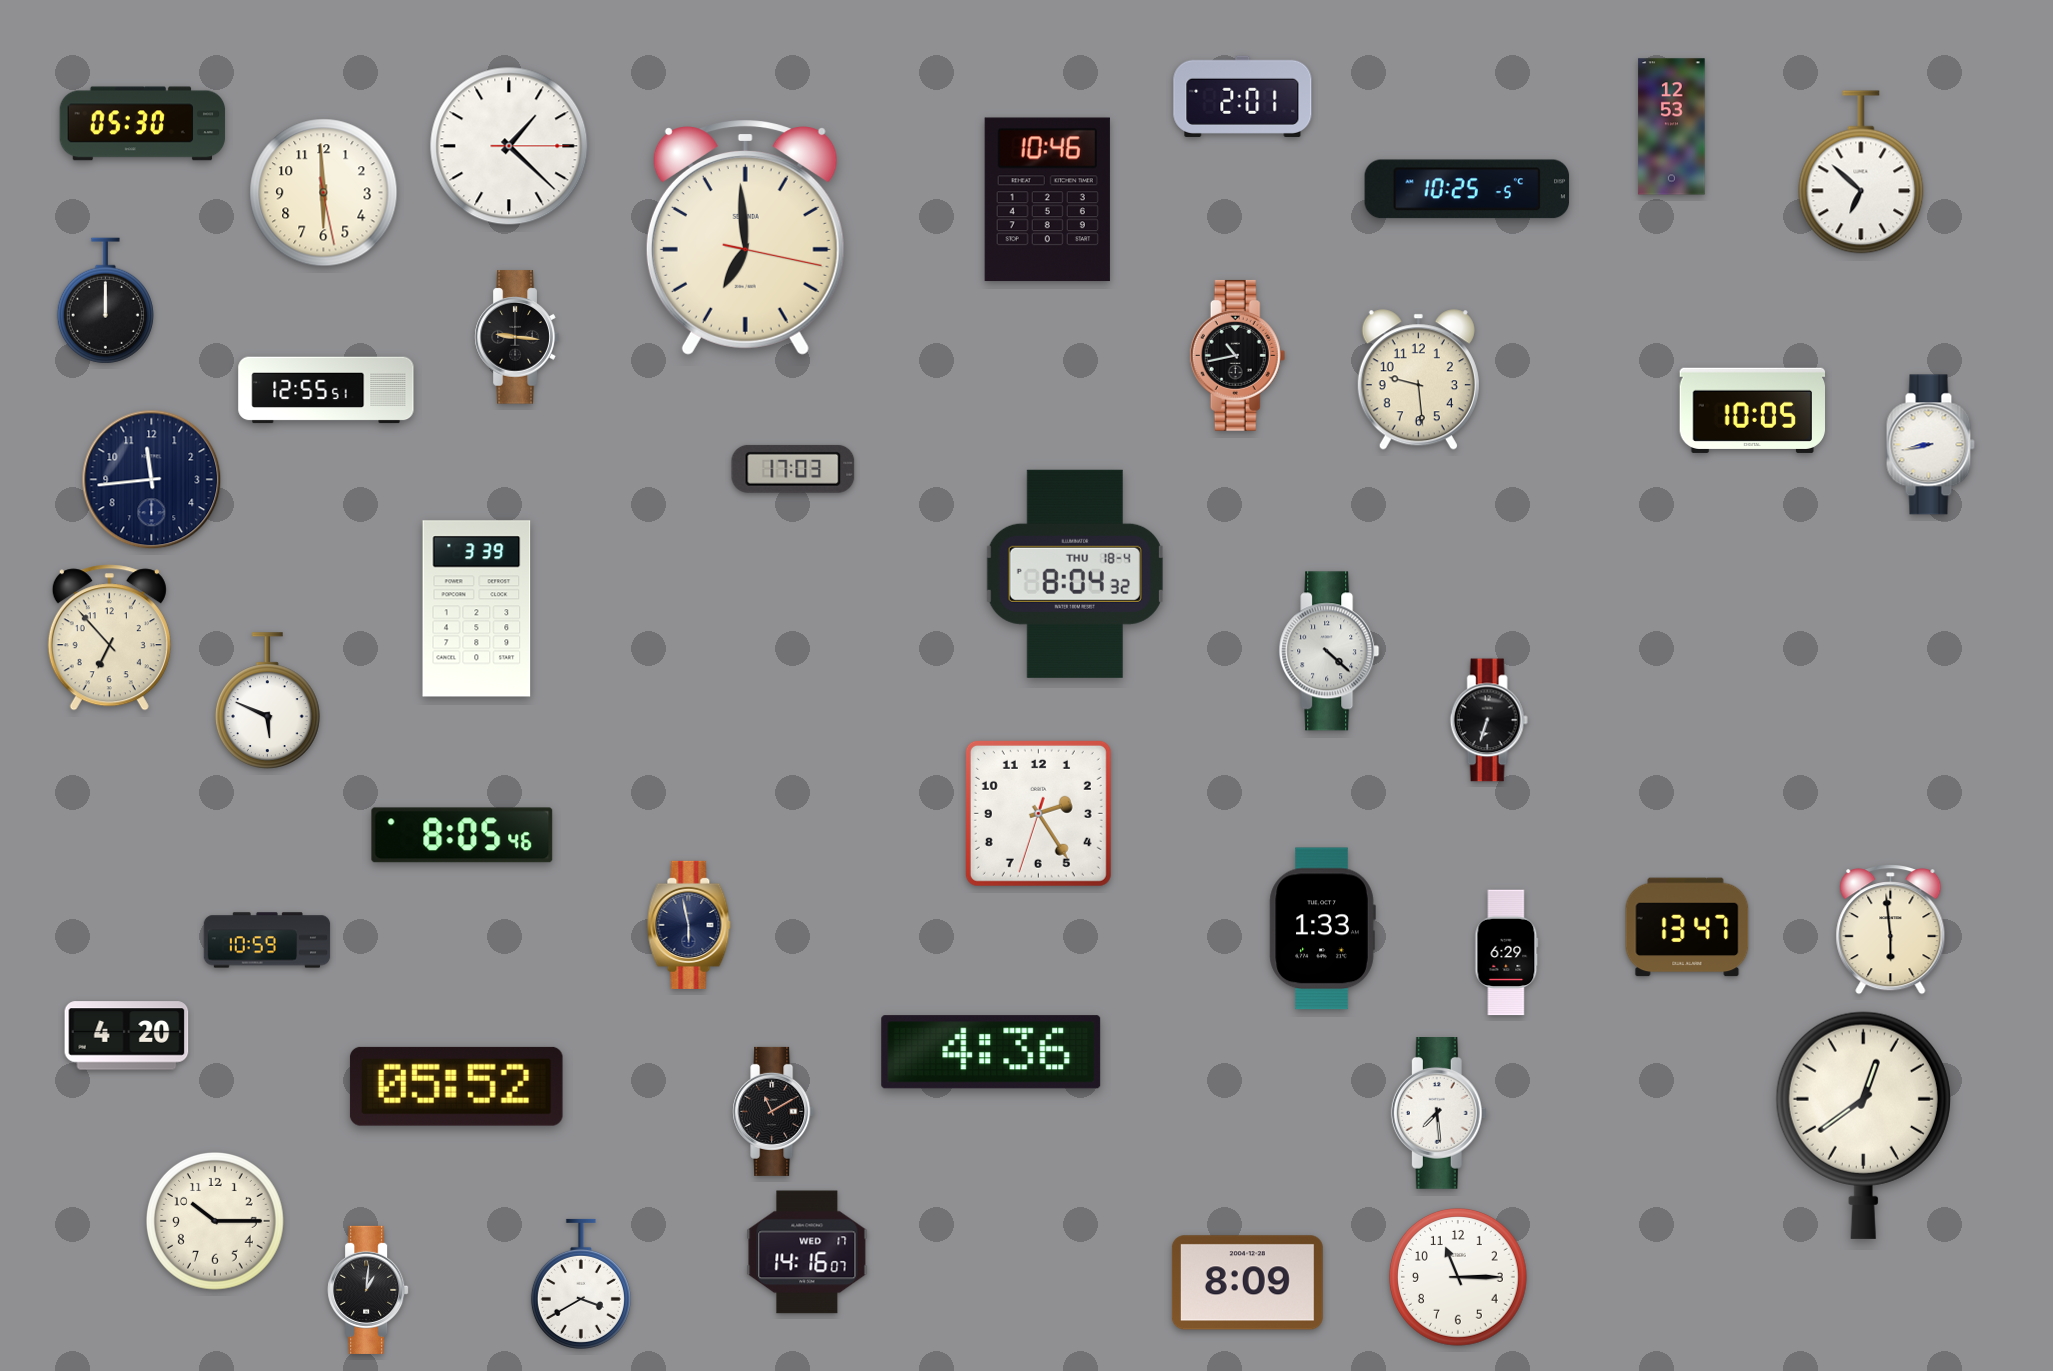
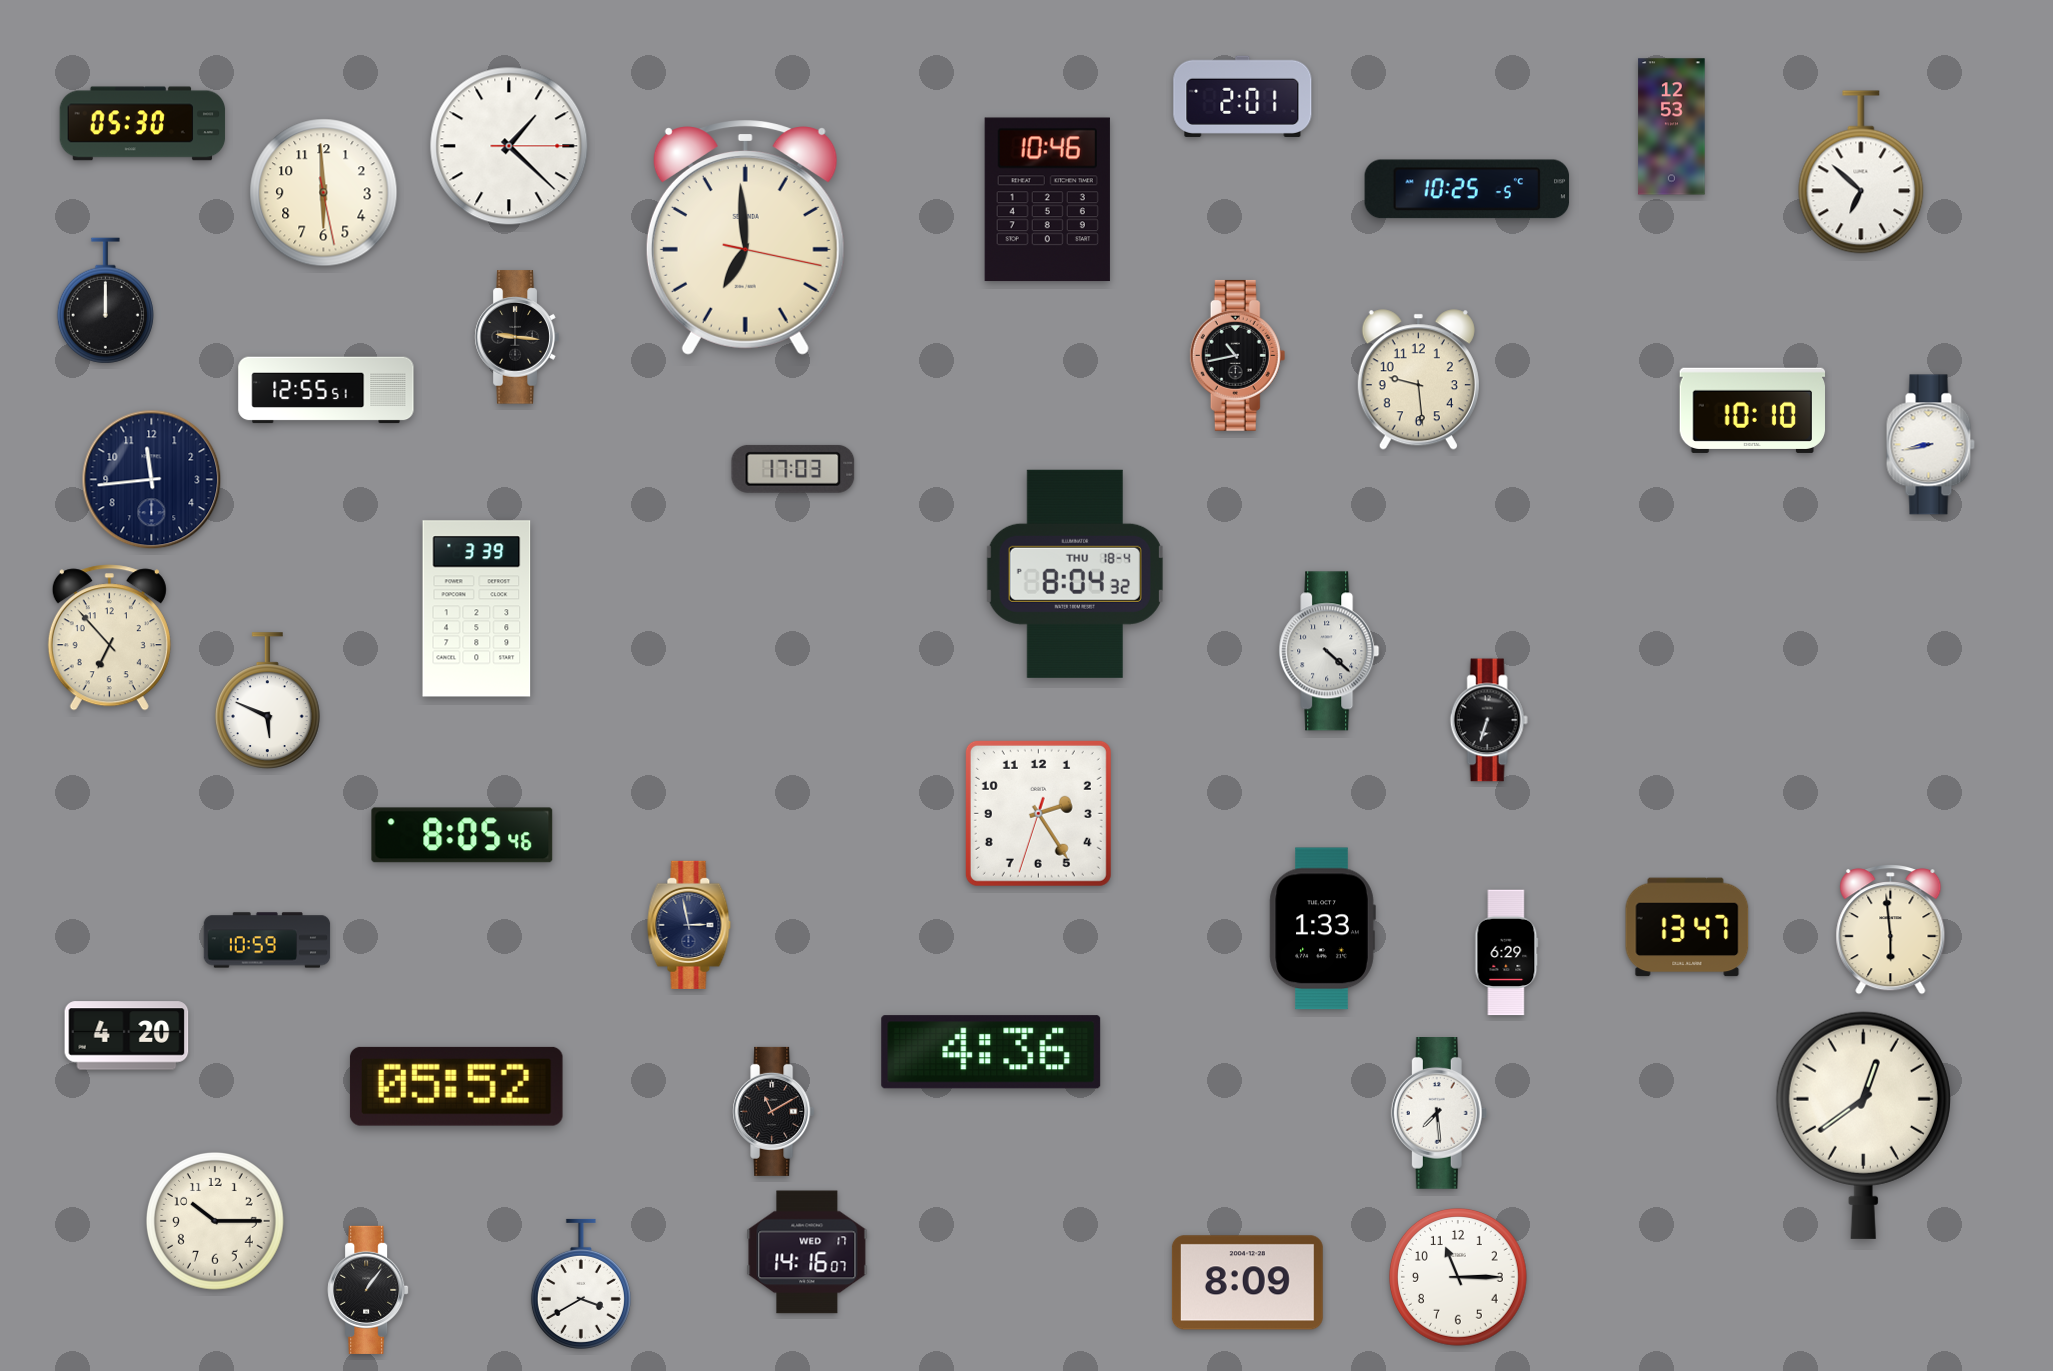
clock at (1753, 410): 10:05 -> 10:10
clock at (689, 925): 5:58 -> 2:58
clock at (368, 1290): 1:01 -> 1:06
